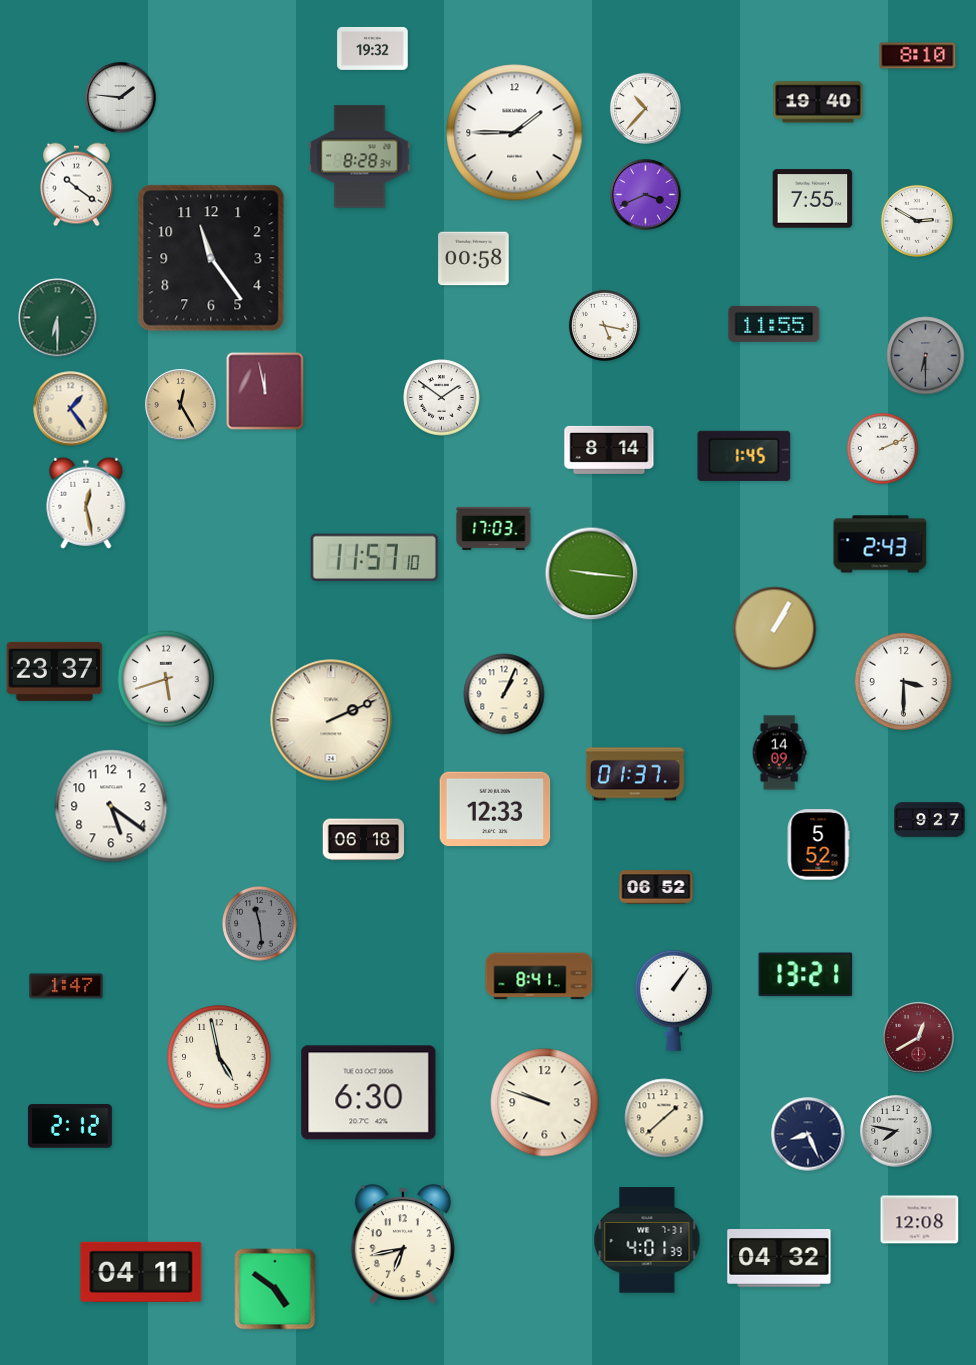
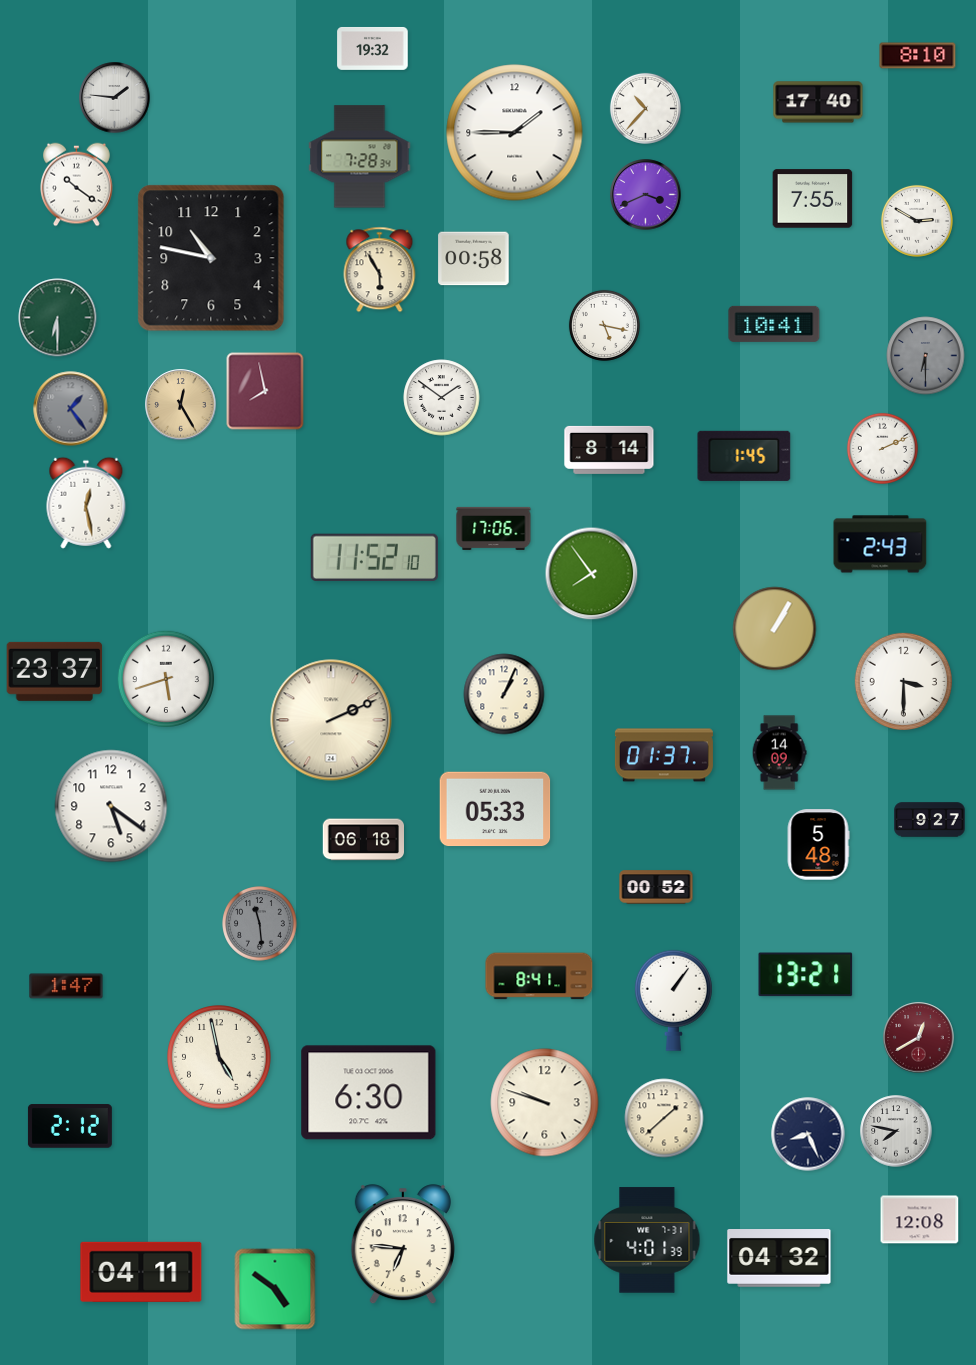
clock at (121, 98) position: (121, 98) -> (115, 98)
clock at (818, 102): 19:40 -> 17:40
clock at (360, 157): 8:28 -> 7:28
clock at (211, 258): 11:24 -> 10:47
clock at (380, 270): none -> 5:55
clock at (774, 324): 11:55 -> 10:41
clock at (265, 391): 11:58 -> 7:58
clock at (71, 409) dial: cream -> grey
clock at (494, 528): 17:03 -> 17:06
clock at (374, 557): 11:57 -> 11:52
clock at (592, 574): 9:16 -> 7:54
clock at (635, 774) position: (635, 774) -> (664, 755)
clock at (495, 809): 12:33 -> 05:33
clock at (818, 845): 5:52 -> 5:48
clock at (656, 887): 06:52 -> 00:52
clock at (403, 1245): 6:43 -> 6:46
